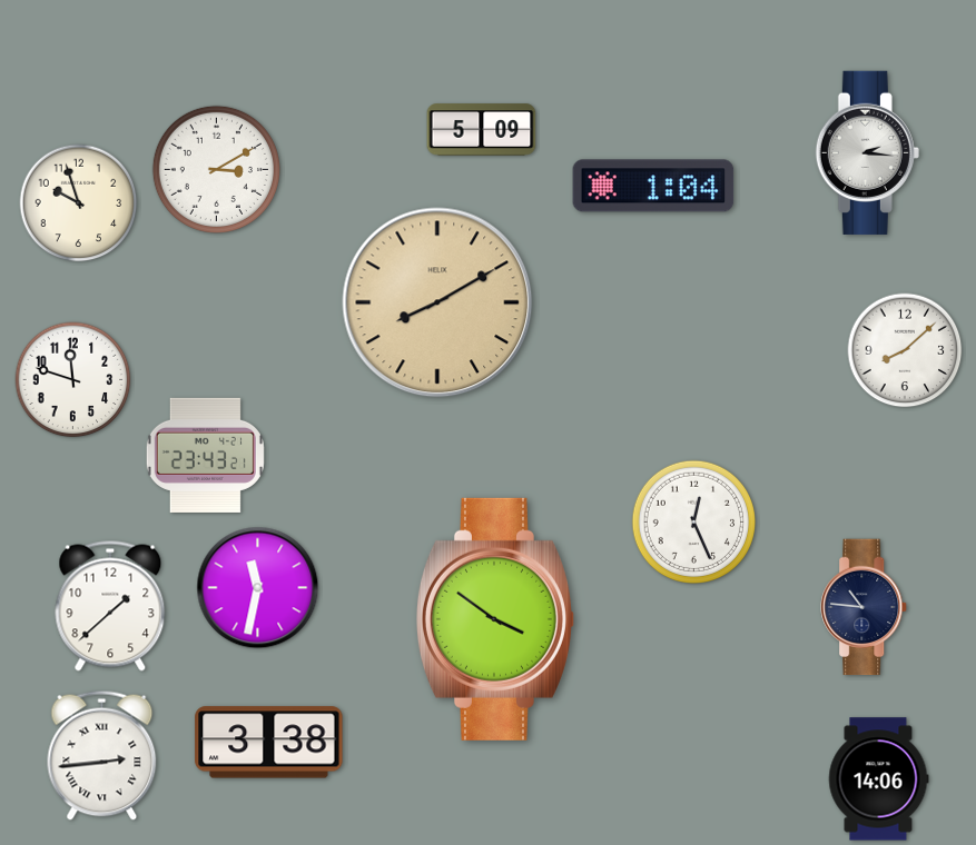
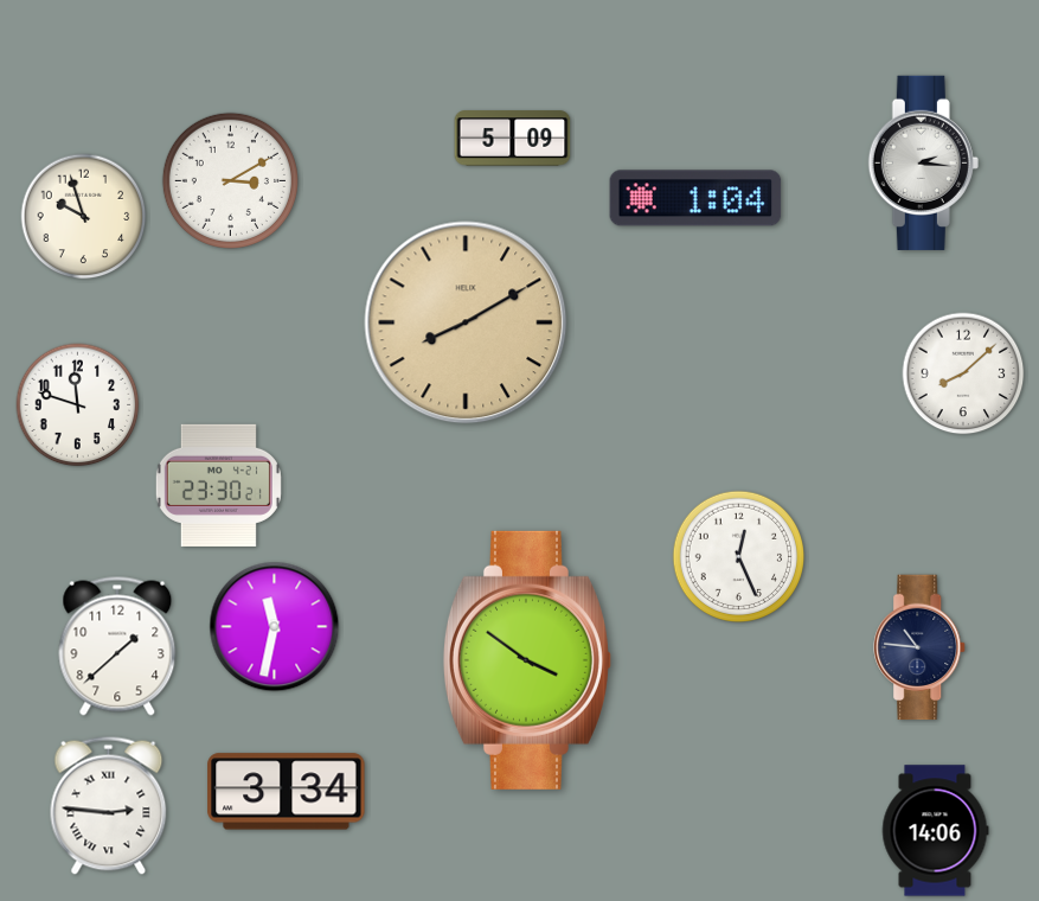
clock at (205, 455): 23:43 -> 23:30
clock at (269, 743): 3:38 -> 3:34
clock at (102, 755): 2:44 -> 2:46
